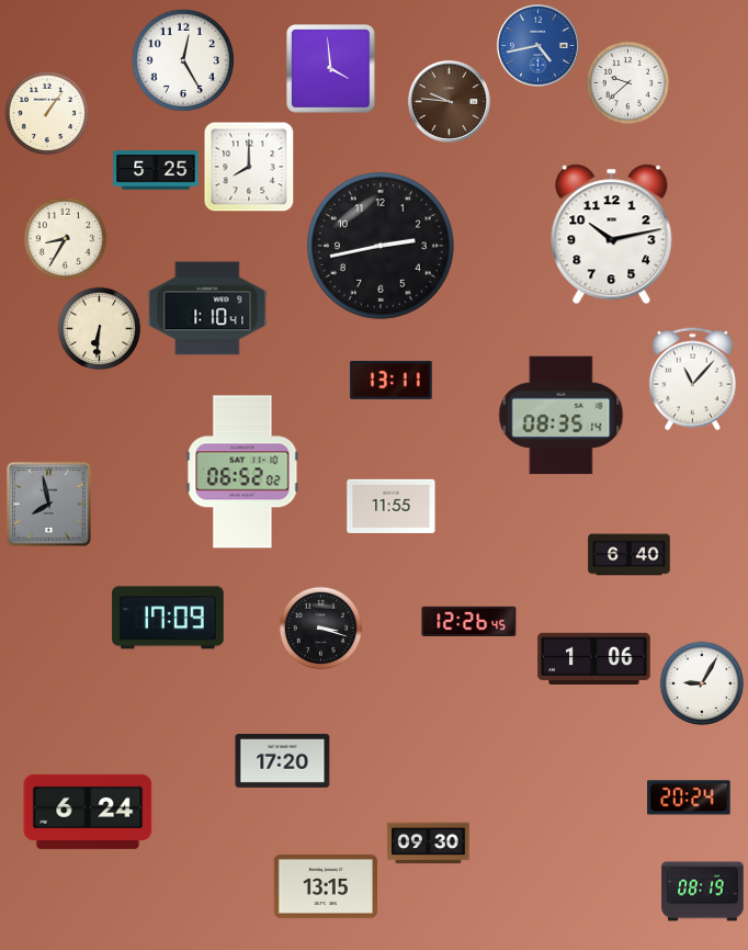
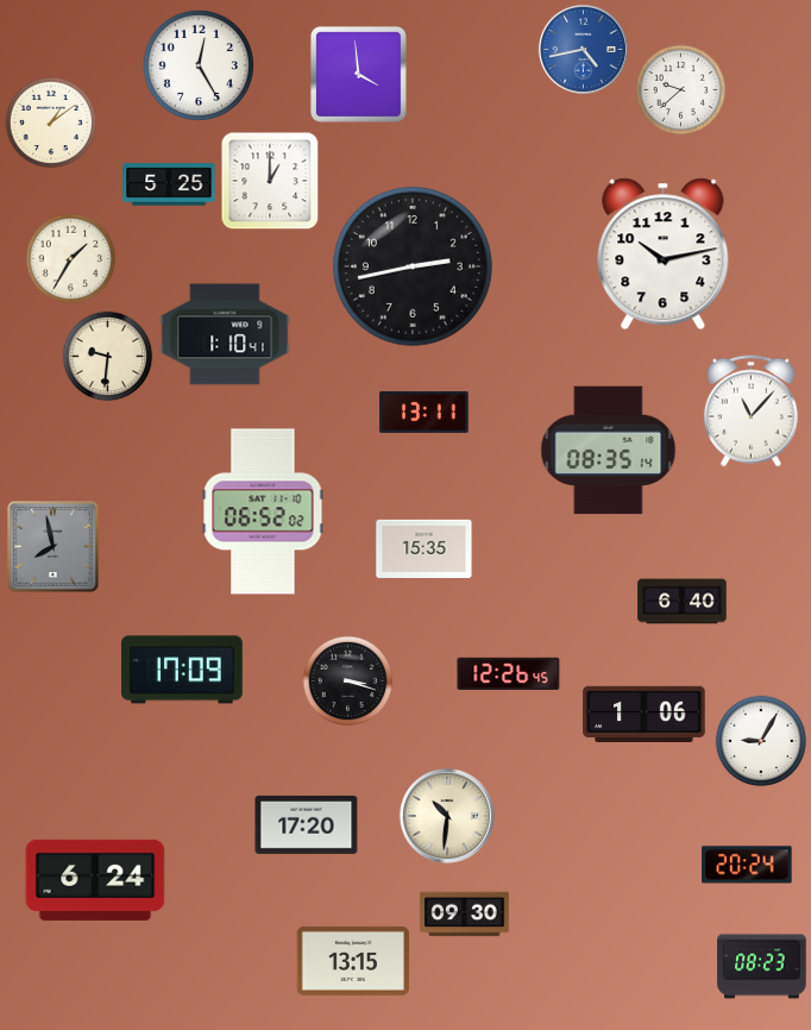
clock at (449, 101): 9:46 -> none
clock at (47, 113): 1:06 -> 1:09
clock at (249, 167): 8:00 -> 1:00
clock at (66, 239): 8:35 -> 1:35
clock at (100, 329): 6:31 -> 9:31
clock at (392, 506): 11:55 -> 15:35
clock at (447, 816): none -> 10:31
clock at (703, 892): 08:19 -> 08:23
